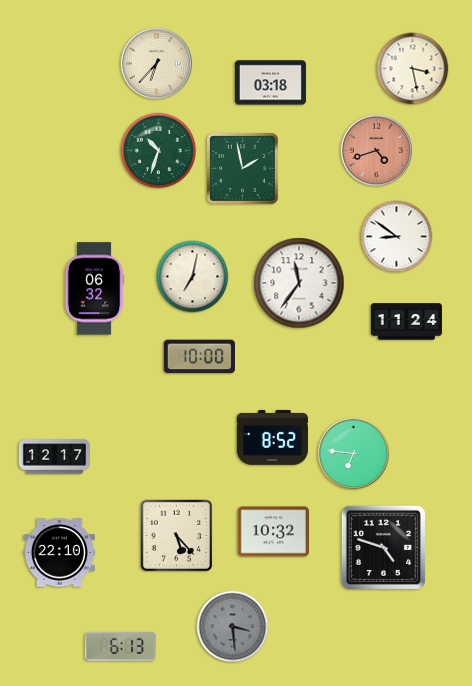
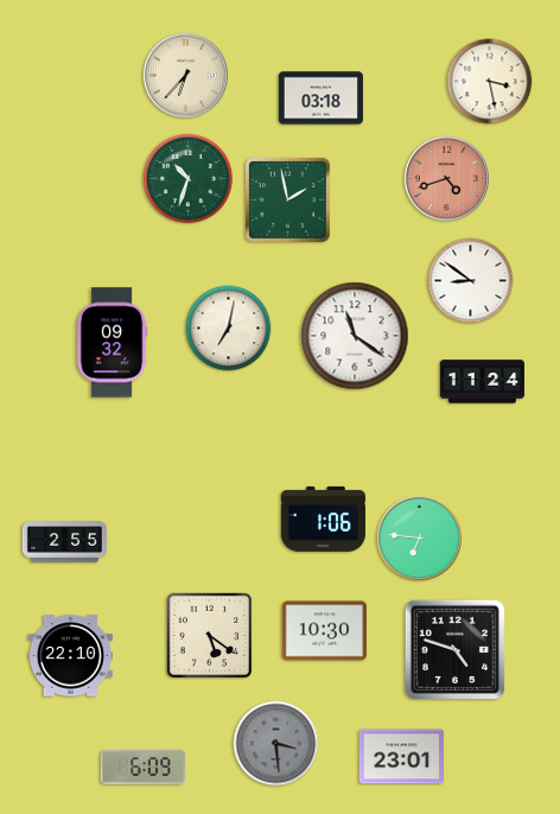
clock at (299, 283): 11:36 -> 11:21
clock at (94, 289): 06:32 -> 09:32
clock at (199, 357): 10:00 -> none
clock at (272, 437): 8:52 -> 1:06
clock at (54, 457): 12:17 -> 2:55
clock at (273, 532): 10:32 -> 10:30
clock at (177, 536): 5:23 -> 5:21
clock at (401, 757): none -> 23:01
clock at (120, 646): 6:13 -> 6:09
